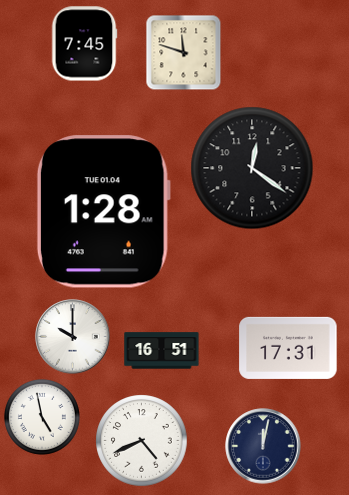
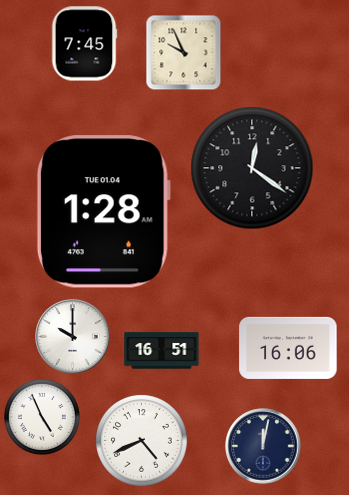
clock at (184, 53): 11:48 -> 9:56
clock at (288, 348): 17:31 -> 16:06
clock at (42, 417): 4:58 -> 4:56
